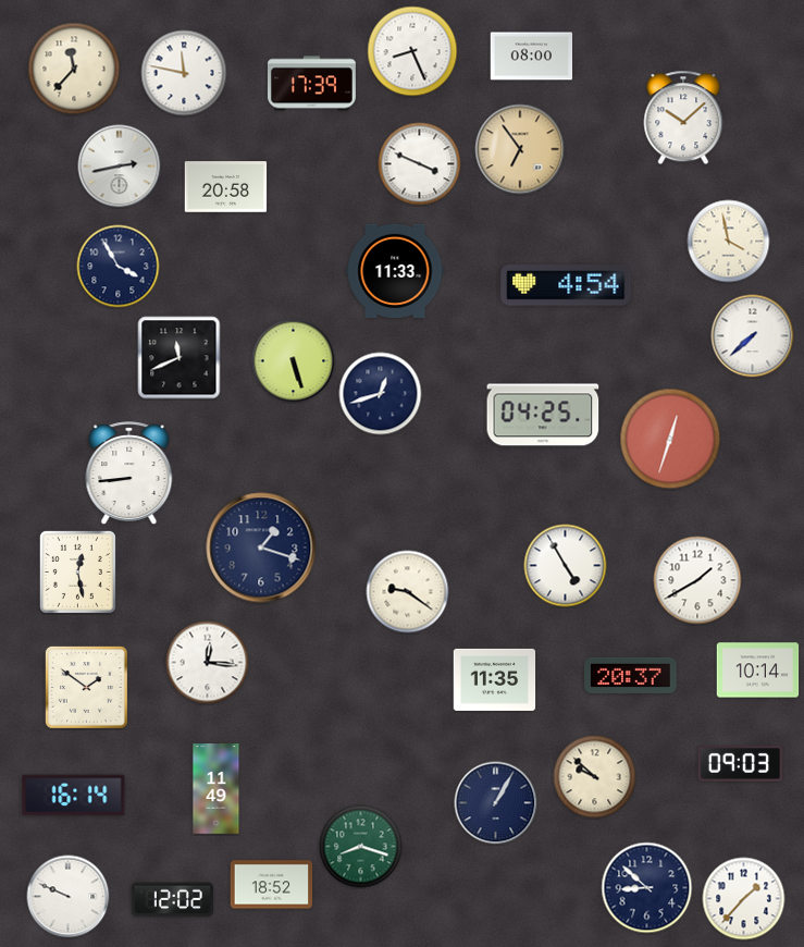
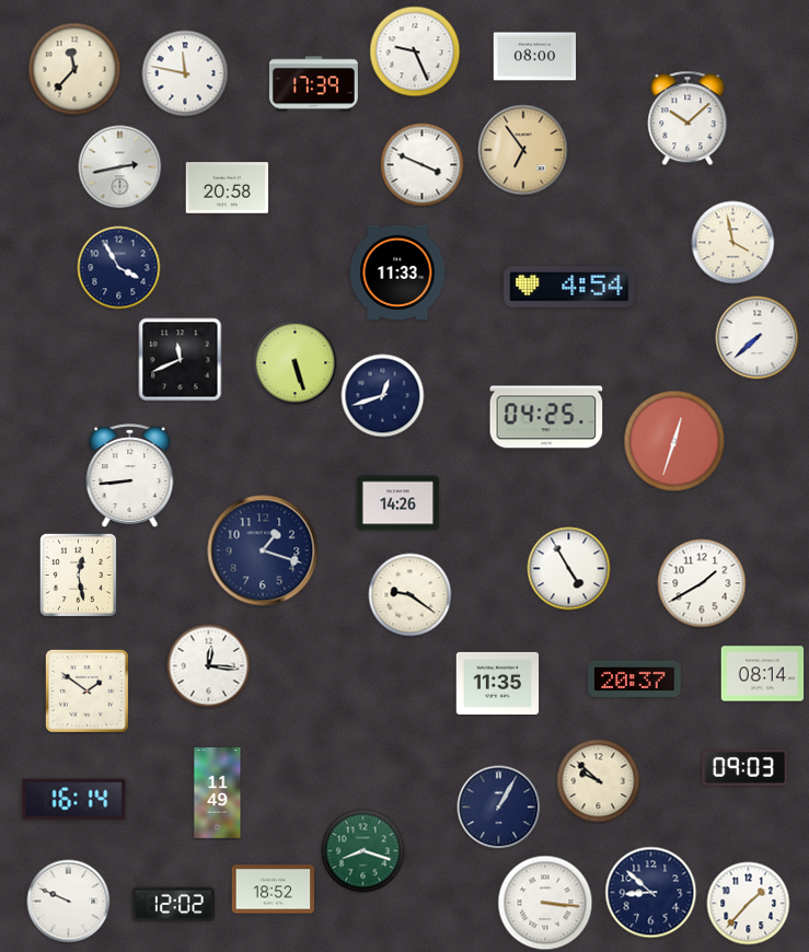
clock at (412, 51): 8:26 -> 9:26
clock at (398, 503): none -> 14:26
clock at (758, 671): 10:14 -> 08:14
clock at (545, 903): none -> 3:16
